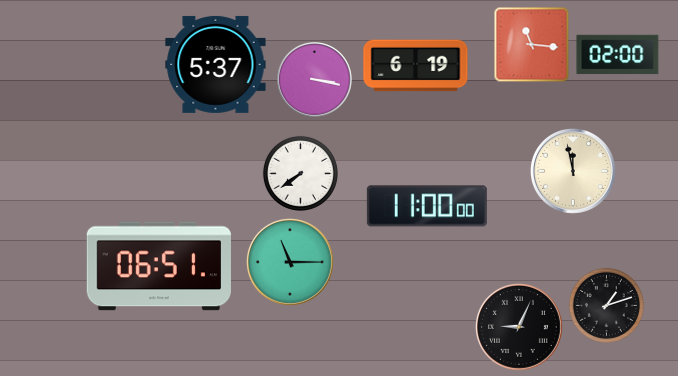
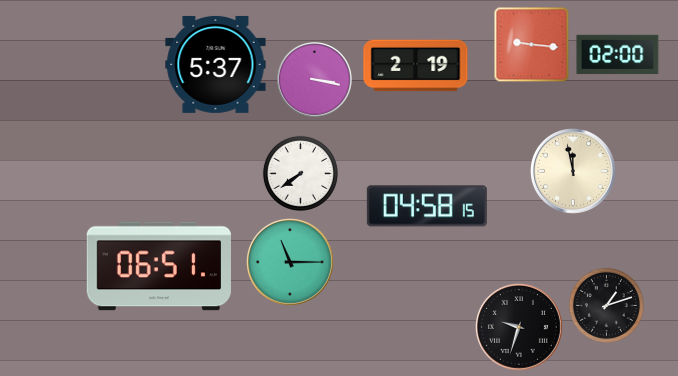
clock at (532, 45): 11:16 -> 9:16
clock at (416, 66): 6:19 -> 2:19
clock at (427, 206): 11:00 -> 04:58
clock at (519, 327): 9:04 -> 9:33
